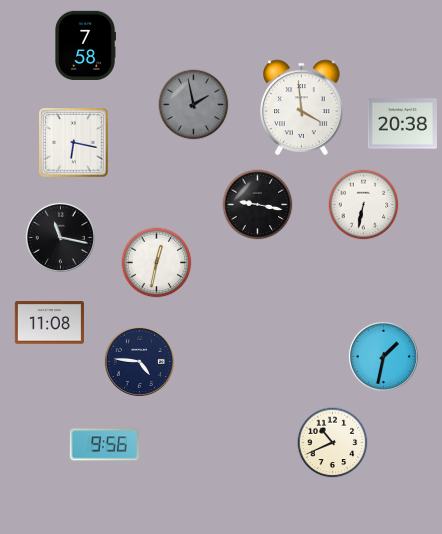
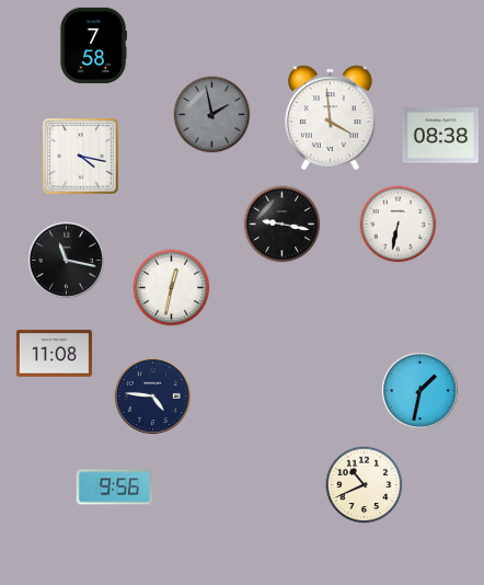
clock at (85, 45) position: (85, 45) -> (93, 45)
clock at (402, 124): 20:38 -> 08:38
clock at (74, 143): 6:17 -> 4:17
